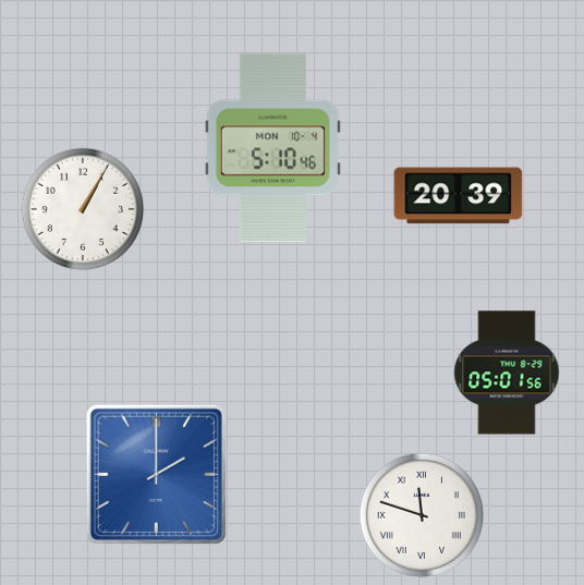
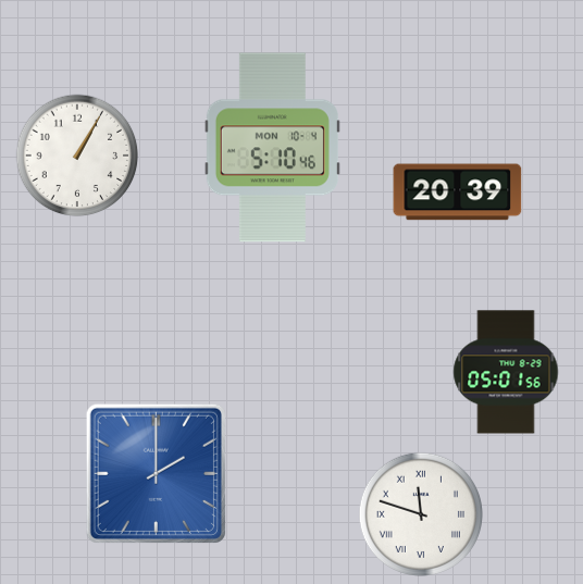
clock at (459, 196) position: (459, 196) -> (458, 192)
clock at (83, 209) position: (83, 209) -> (77, 156)
